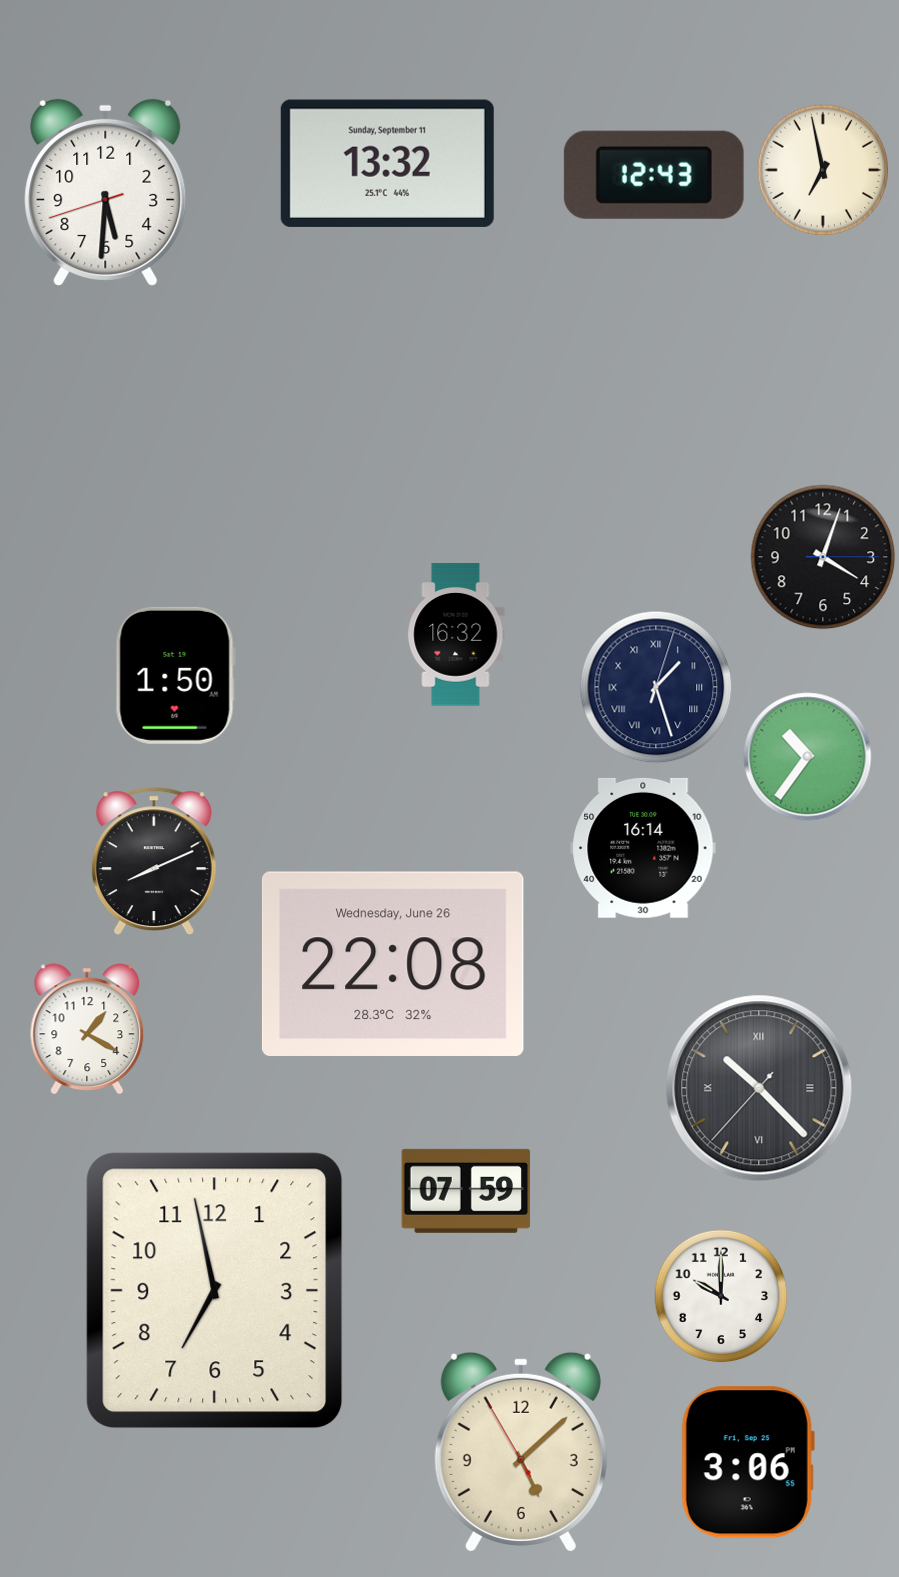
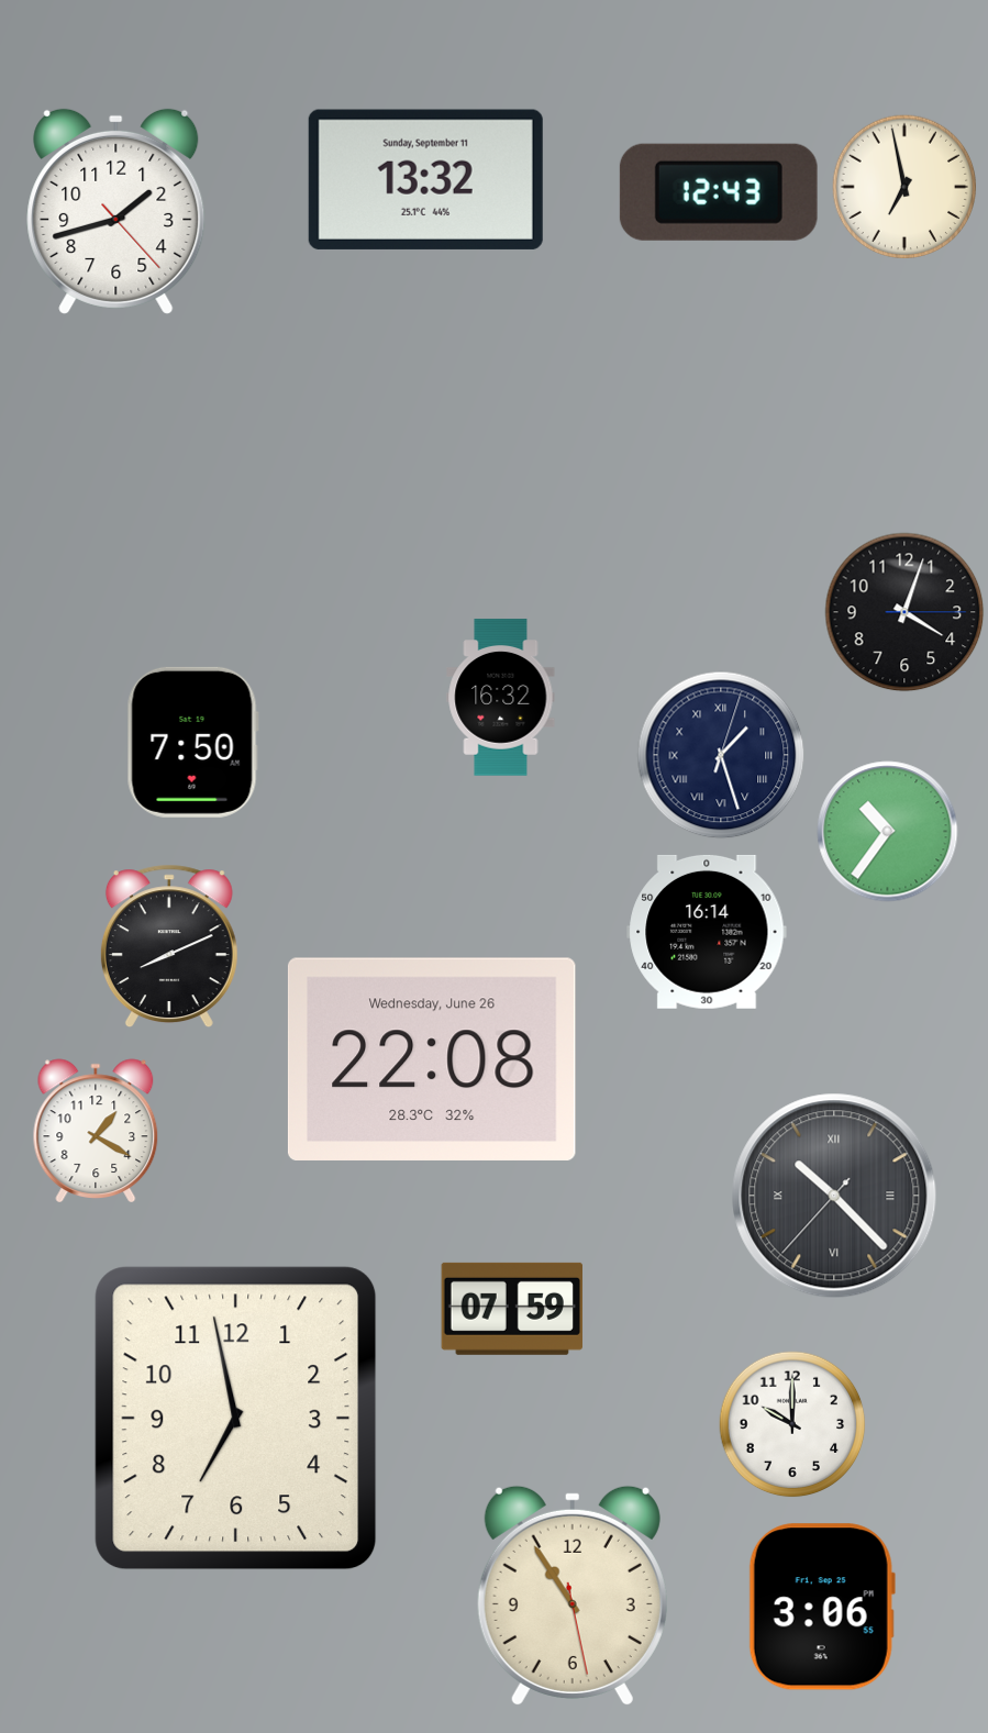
clock at (106, 192): 5:30 -> 1:42
clock at (175, 675): 1:50 -> 7:50
clock at (521, 1452): 5:07 -> 10:54
